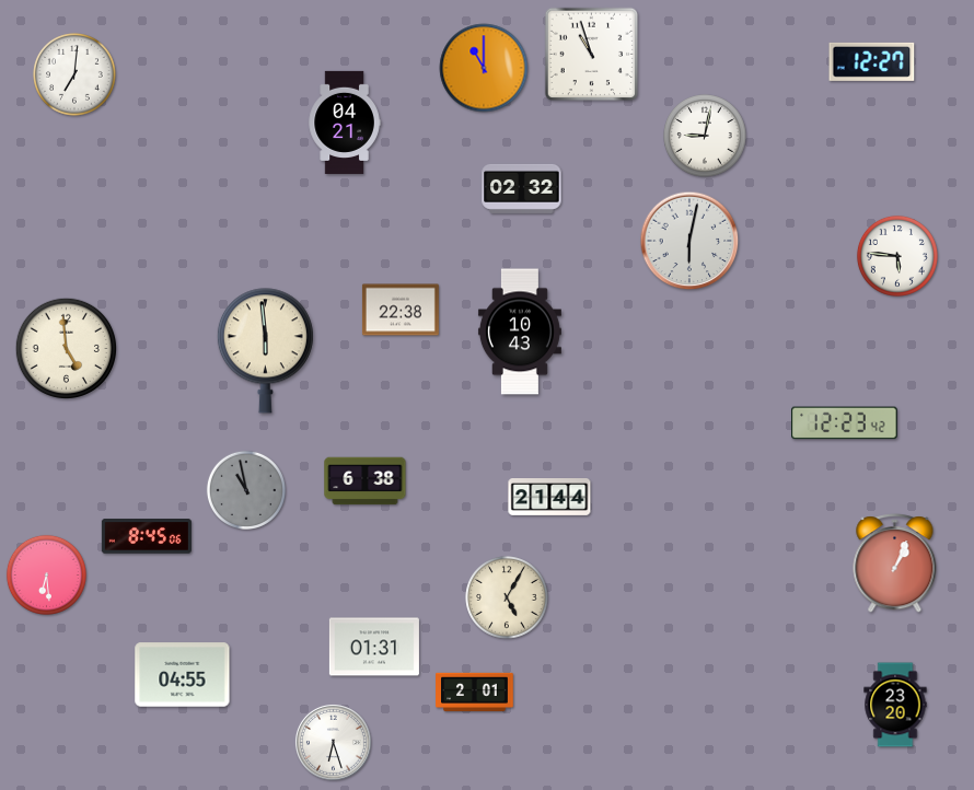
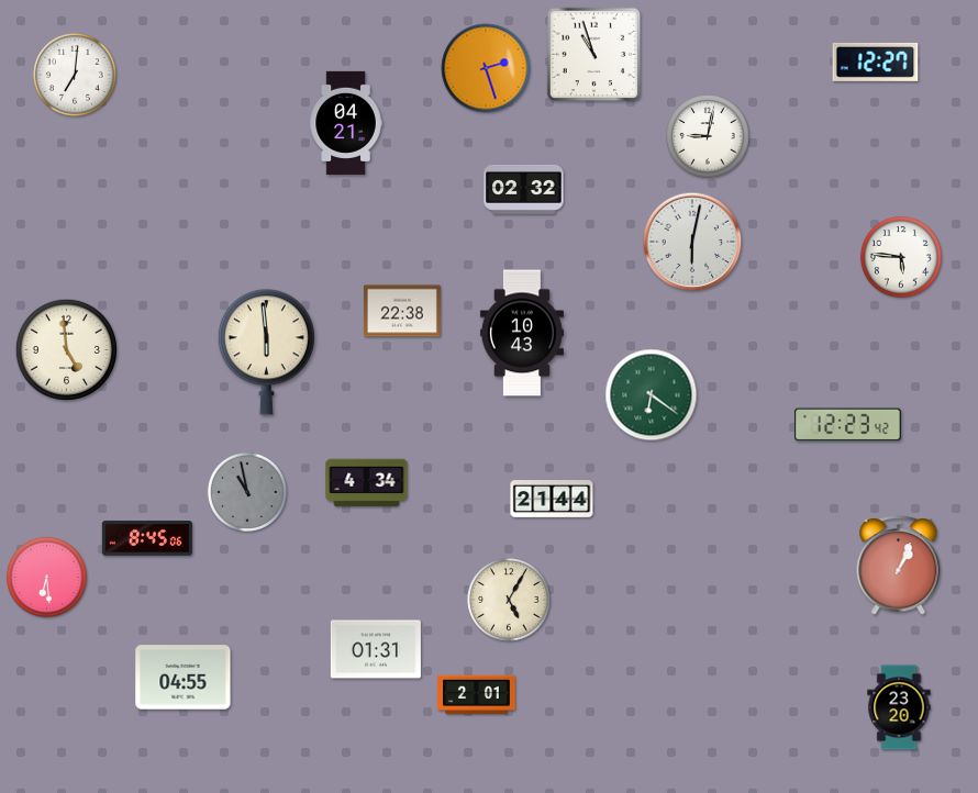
clock at (484, 68): 11:00 -> 2:27
clock at (652, 395): none -> 6:21
clock at (366, 481): 6:38 -> 4:34
clock at (333, 742): 6:27 -> none
